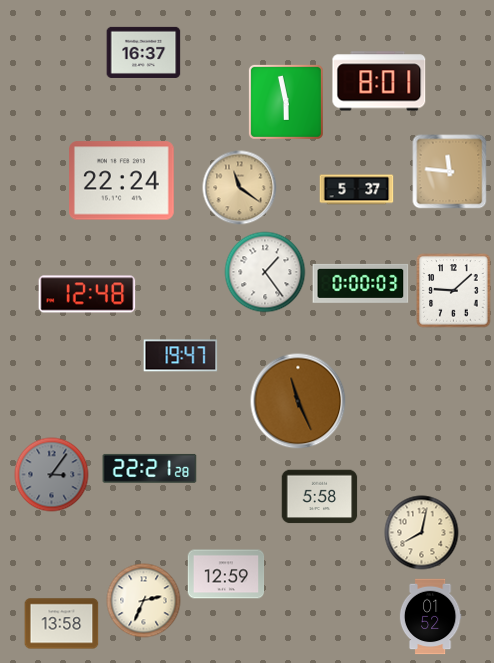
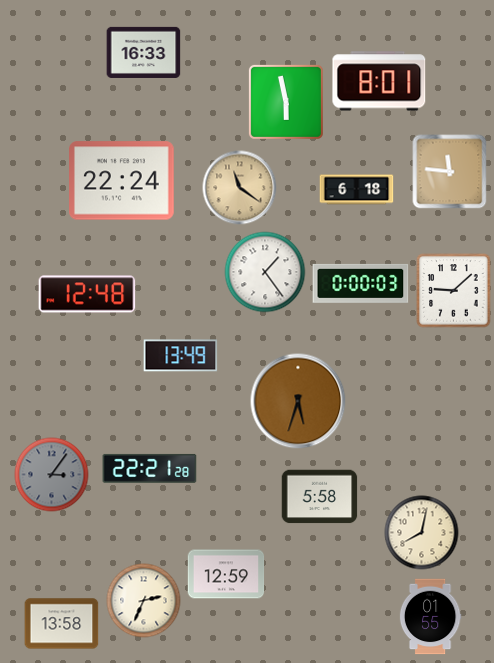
clock at (144, 52): 16:37 -> 16:33
clock at (357, 190): 5:37 -> 6:18
clock at (181, 356): 19:47 -> 13:49
clock at (298, 401): 11:26 -> 5:33
clock at (430, 617): 01:52 -> 01:55
